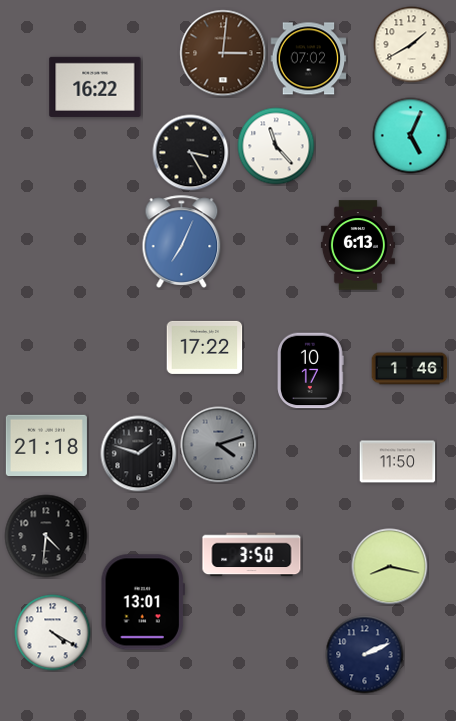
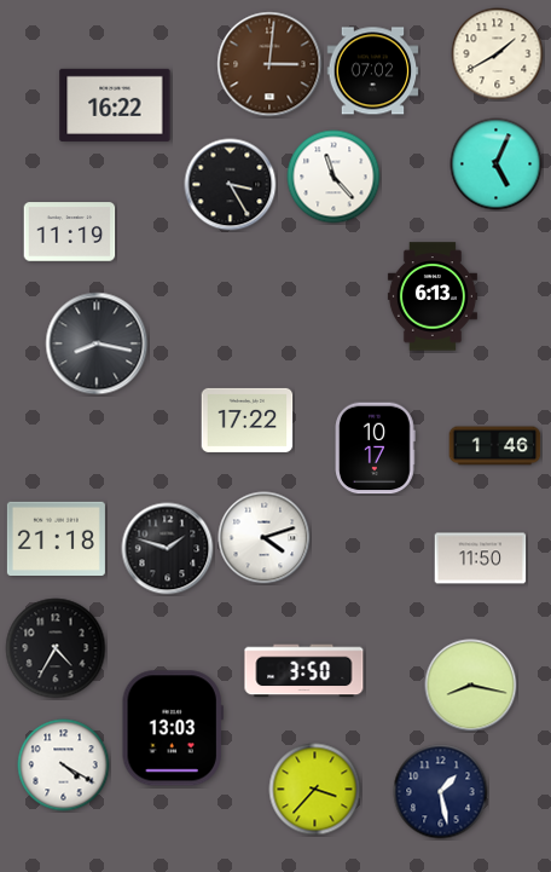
clock at (70, 232): none -> 11:19
clock at (182, 241): 7:04 -> none
clock at (97, 343): none -> 8:17
clock at (219, 445) dial: grey -> white
clock at (46, 536): 4:31 -> 4:35
clock at (143, 602): 13:01 -> 13:03
clock at (315, 790): none -> 3:37
clock at (365, 655): 2:11 -> 1:28
